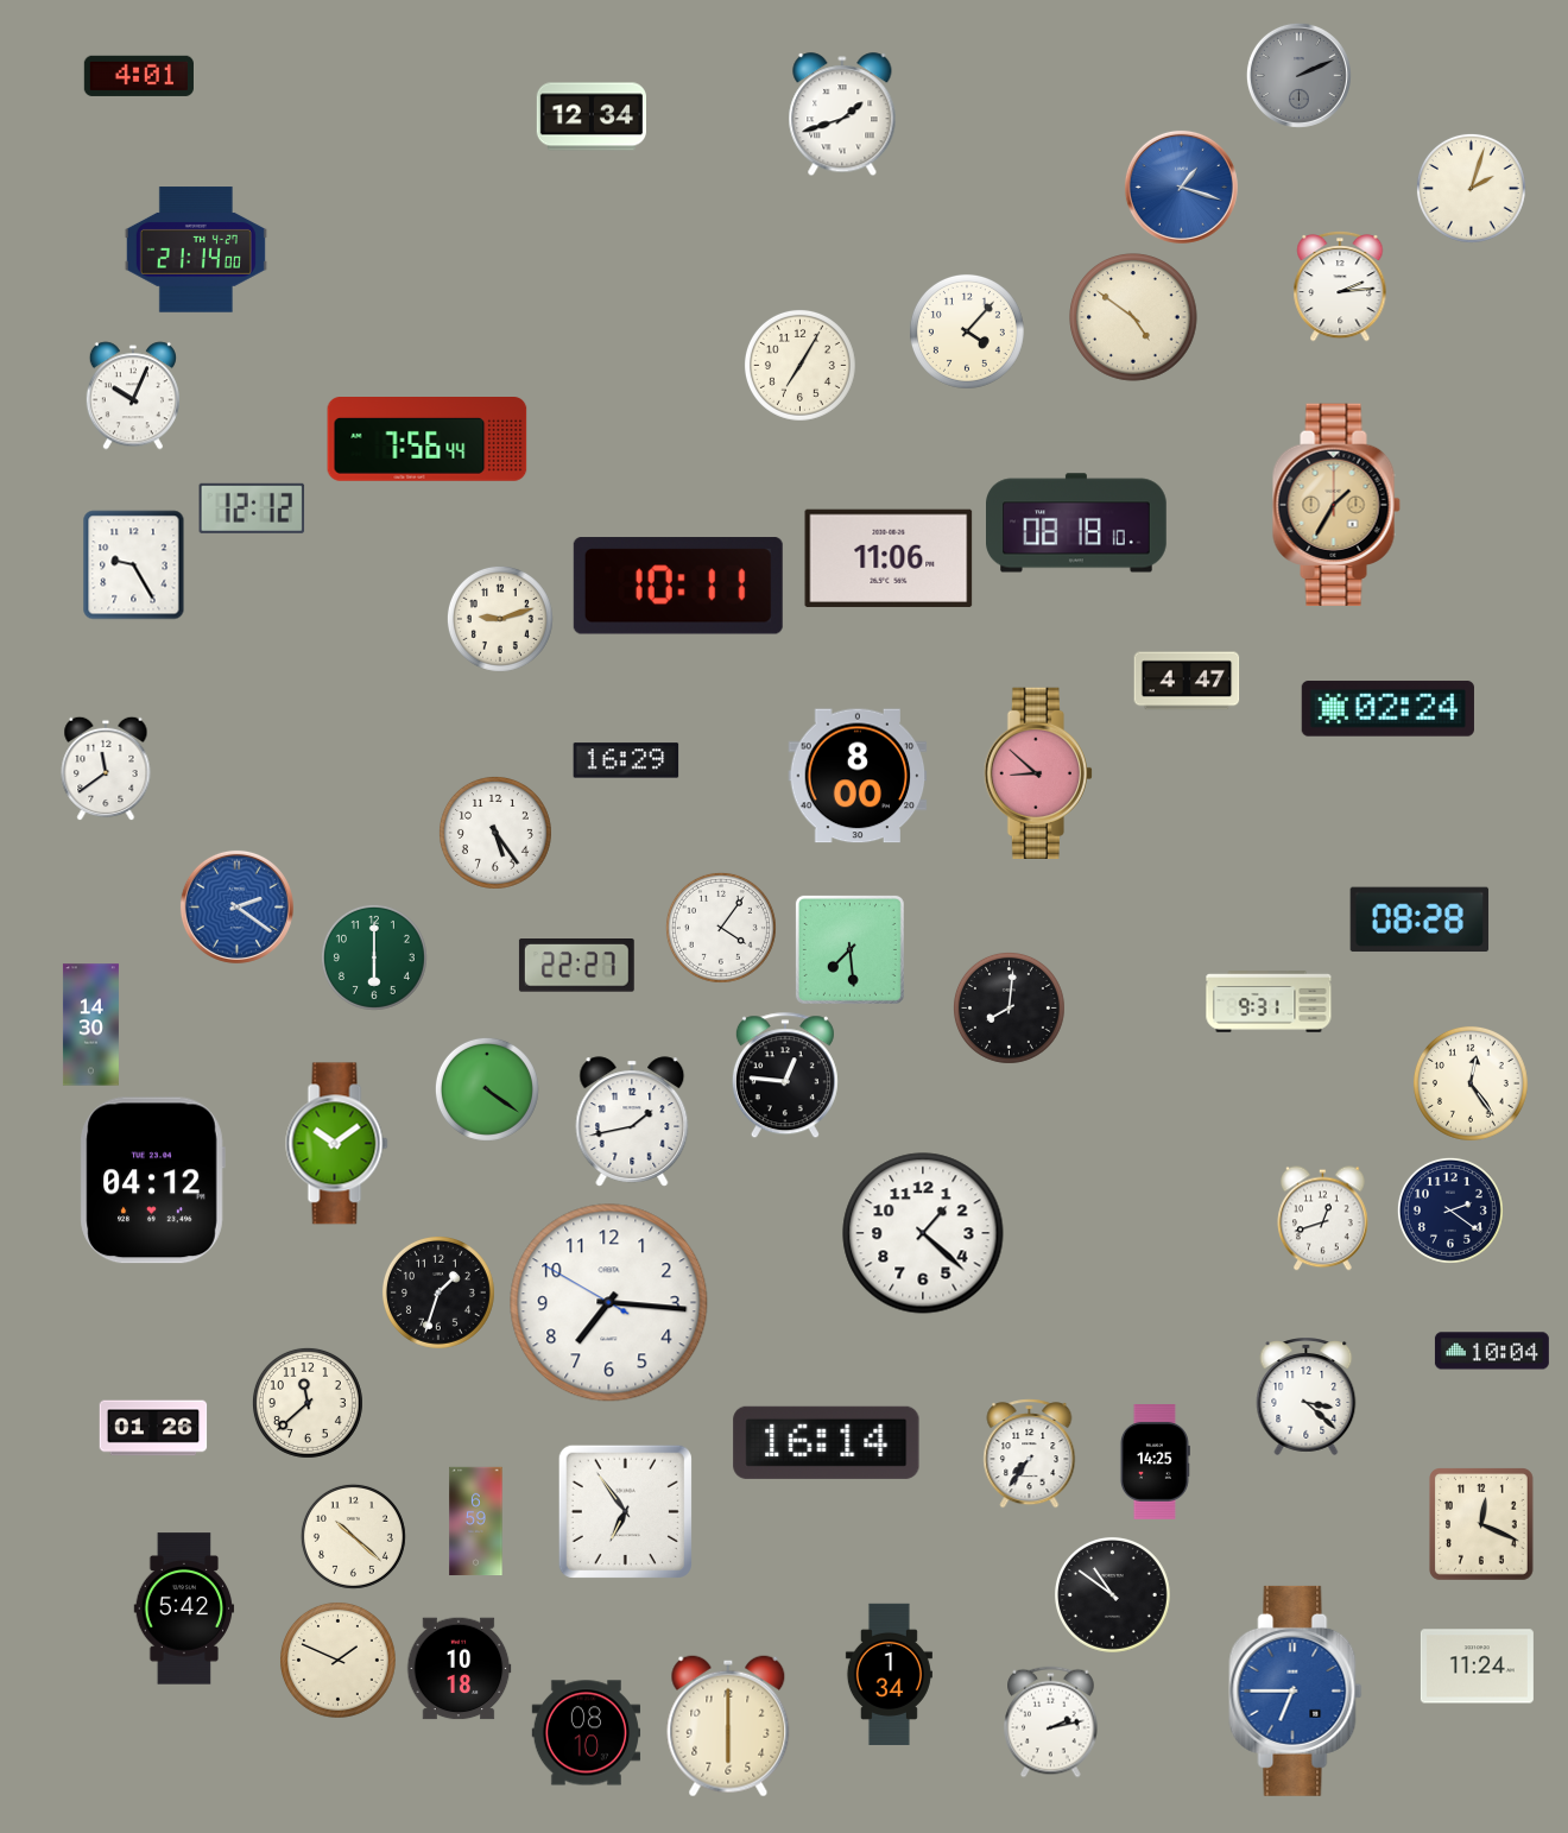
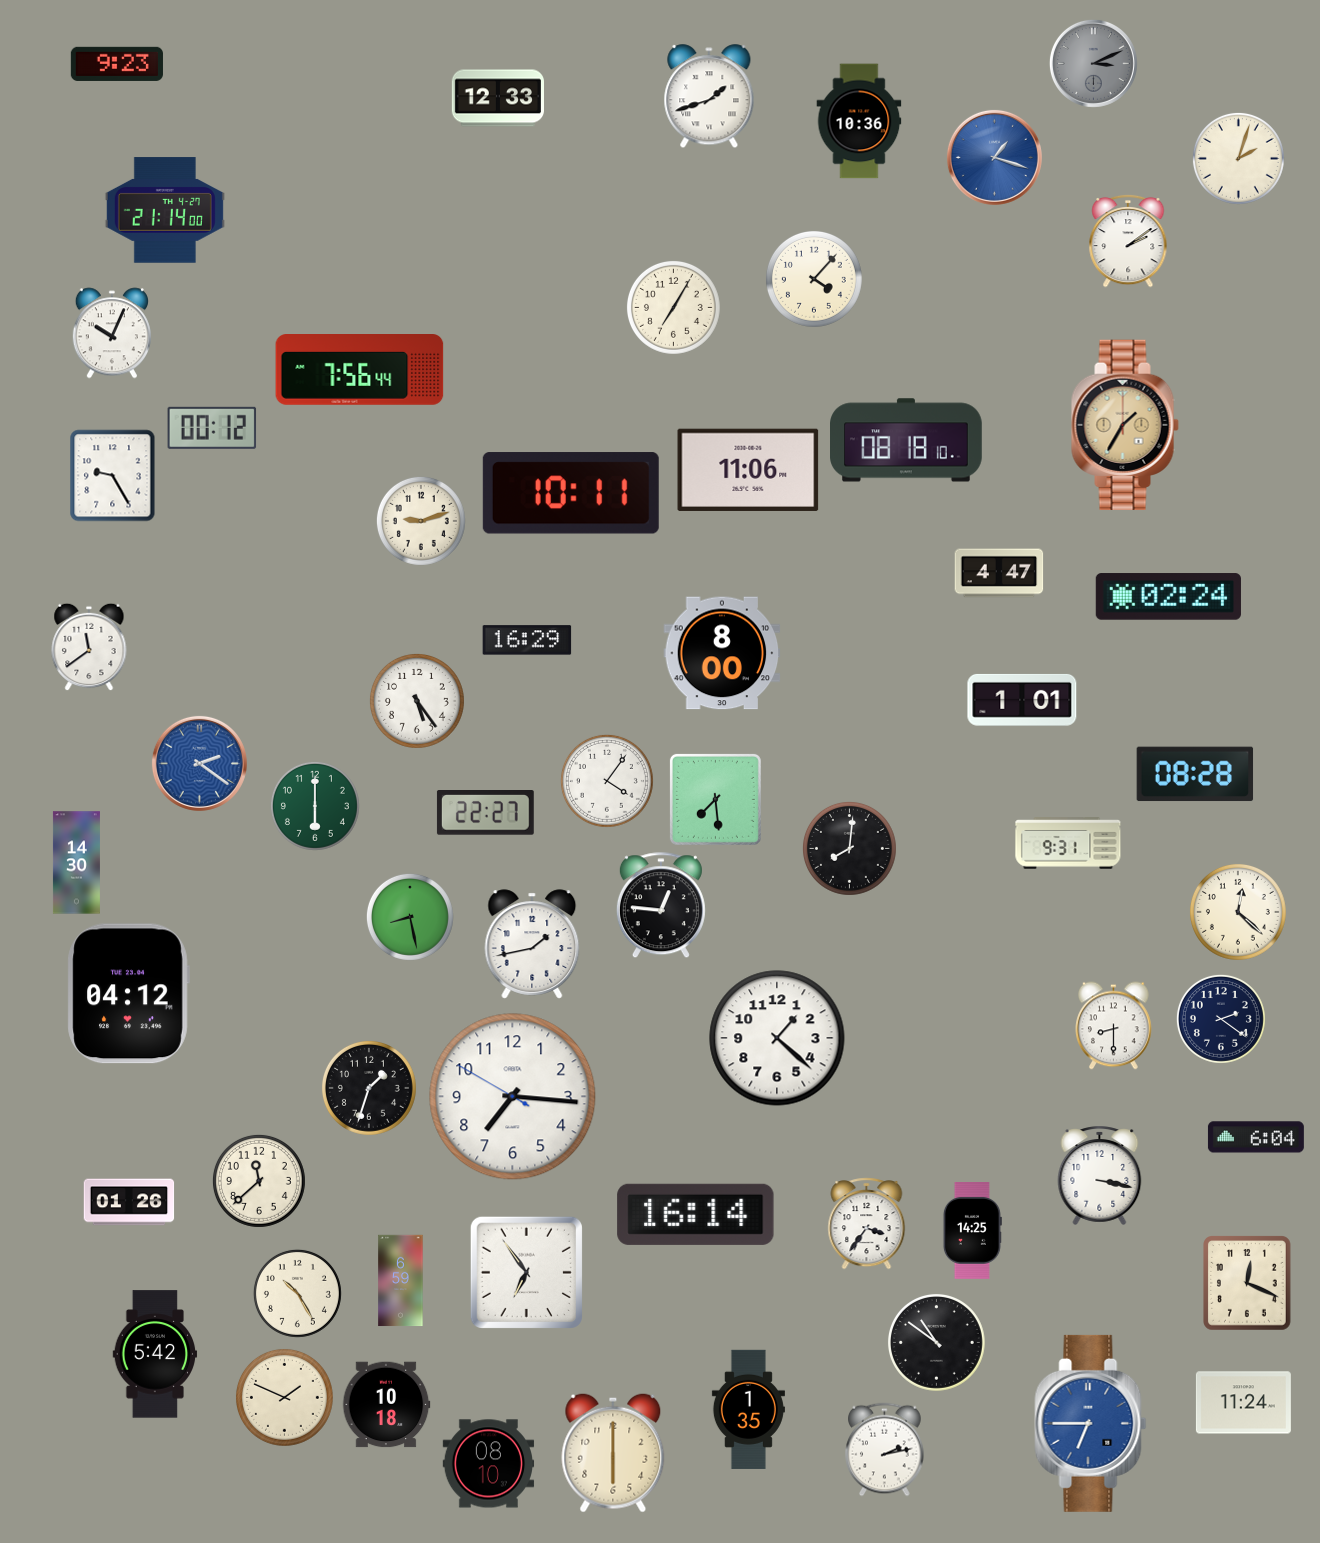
clock at (1298, 75): 2:11 -> 3:11
clock at (139, 76): 4:01 -> 9:23
clock at (590, 116): 12:34 -> 12:33
clock at (859, 121): none -> 10:36
clock at (1340, 286): 2:14 -> 2:09
clock at (1133, 317): 4:51 -> none
clock at (252, 508): 12:12 -> 00:12
clock at (1038, 772): 8:52 -> none
clock at (1022, 700): none -> 1:01
clock at (1471, 1083): 12:24 -> 12:22
clock at (487, 1089): 4:21 -> 8:28
clock at (337, 1144): 10:09 -> none
clock at (1323, 1219): 12:42 -> 8:30
clock at (1492, 1351): 10:04 -> 6:04
clock at (1307, 1396): 3:22 -> 3:17
clock at (1030, 1454): 7:36 -> 3:36
clock at (353, 1536): 10:22 -> 10:25
clock at (889, 1674): 1:34 -> 1:35
clock at (587, 1733) position: (587, 1733) -> (489, 1464)
